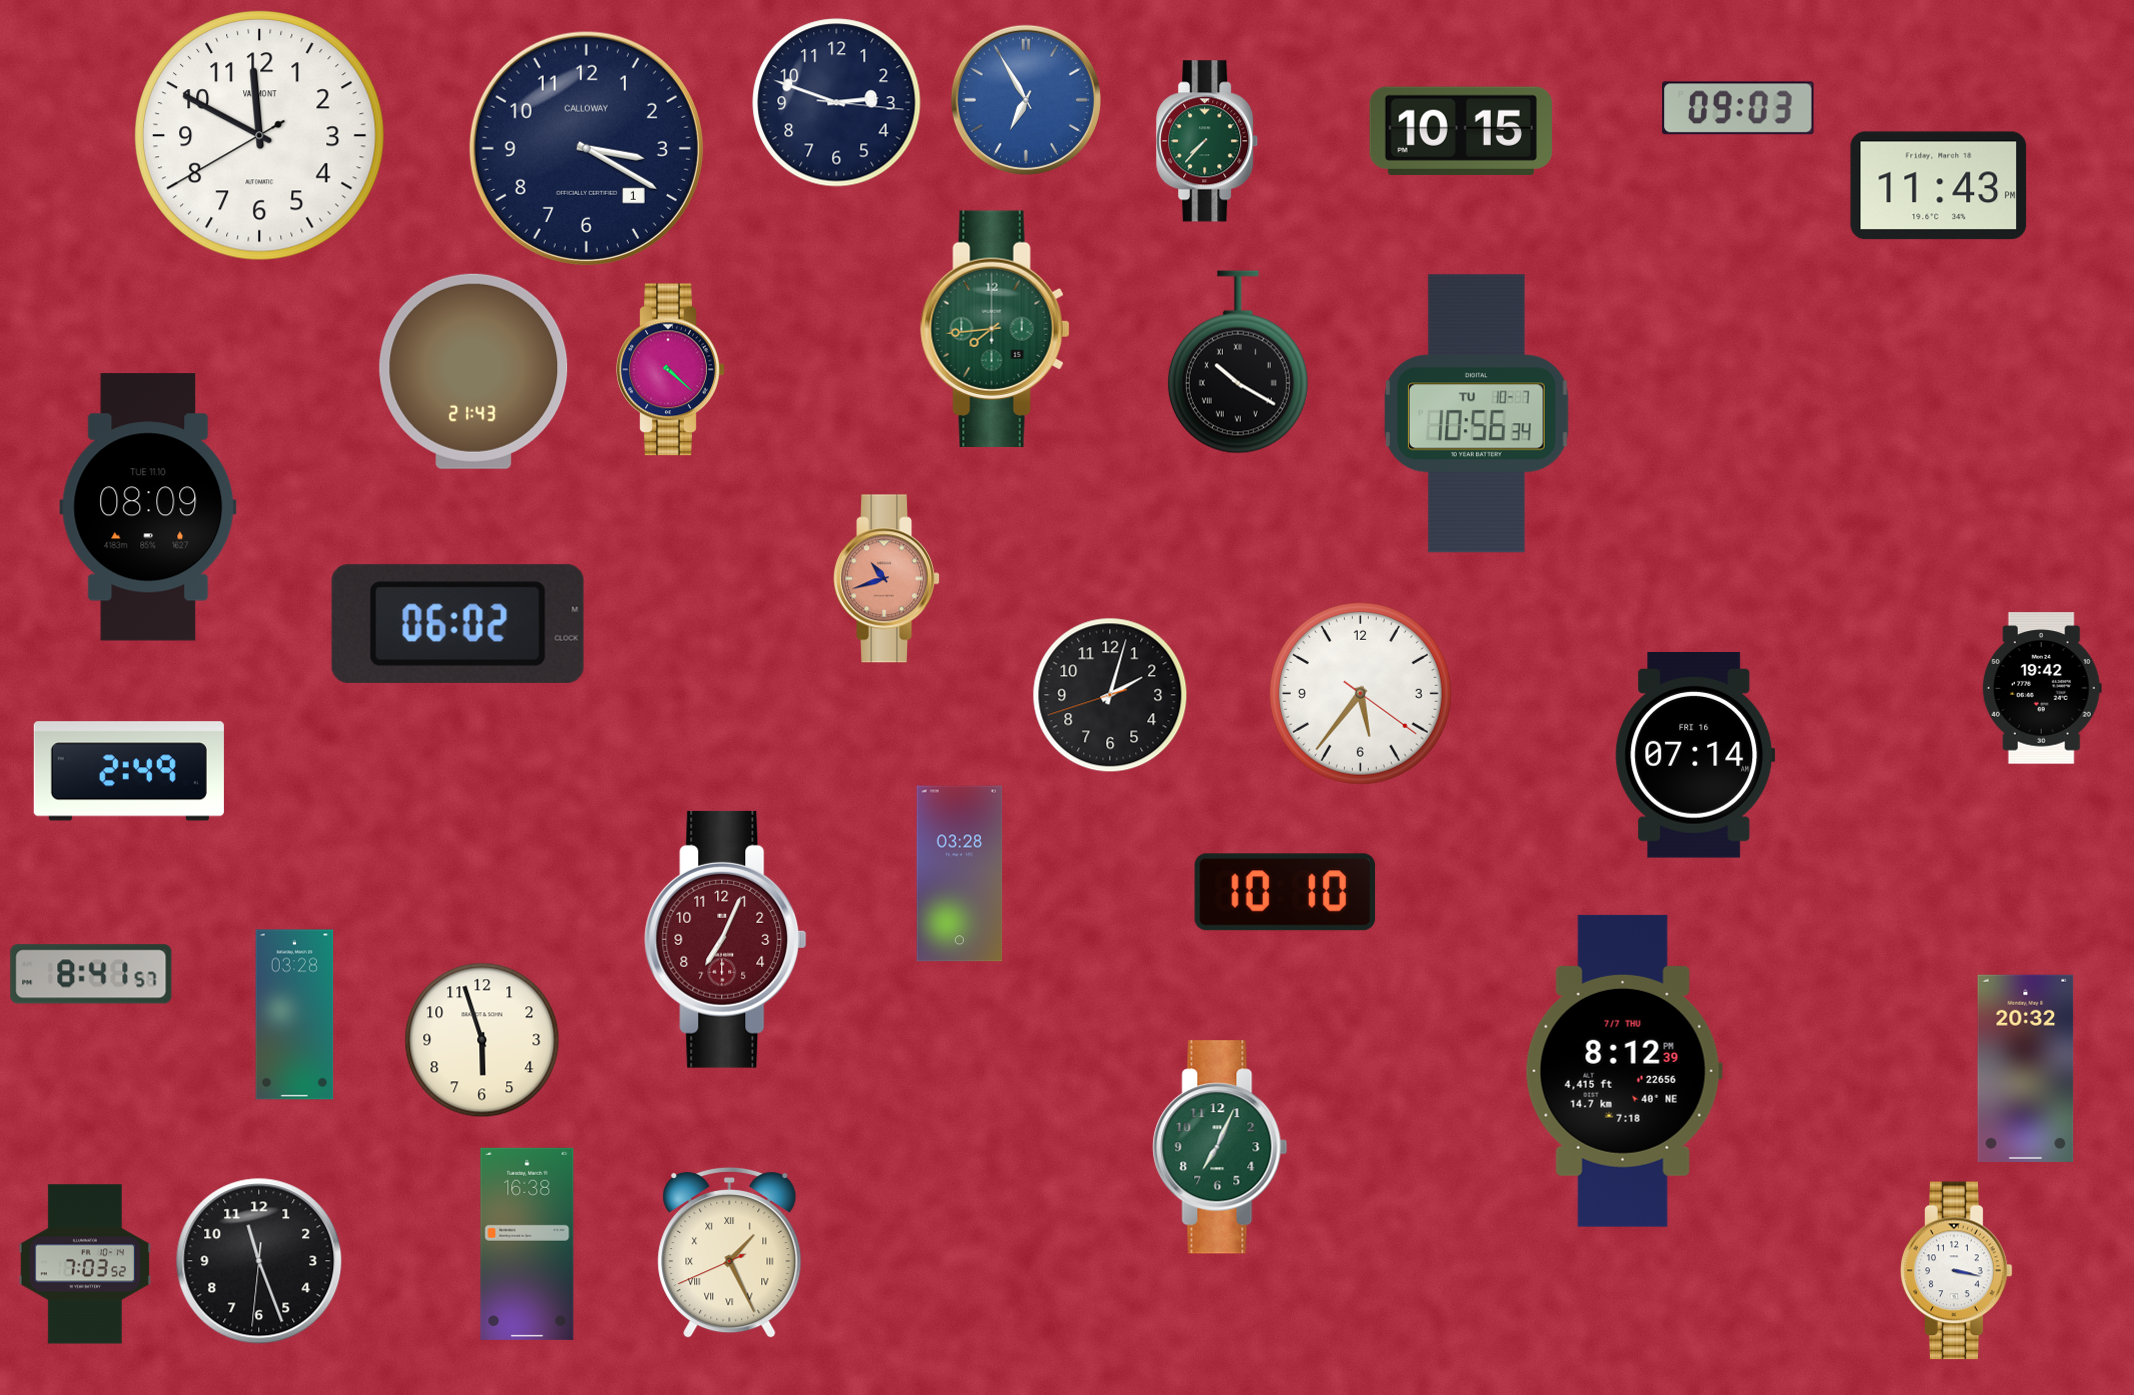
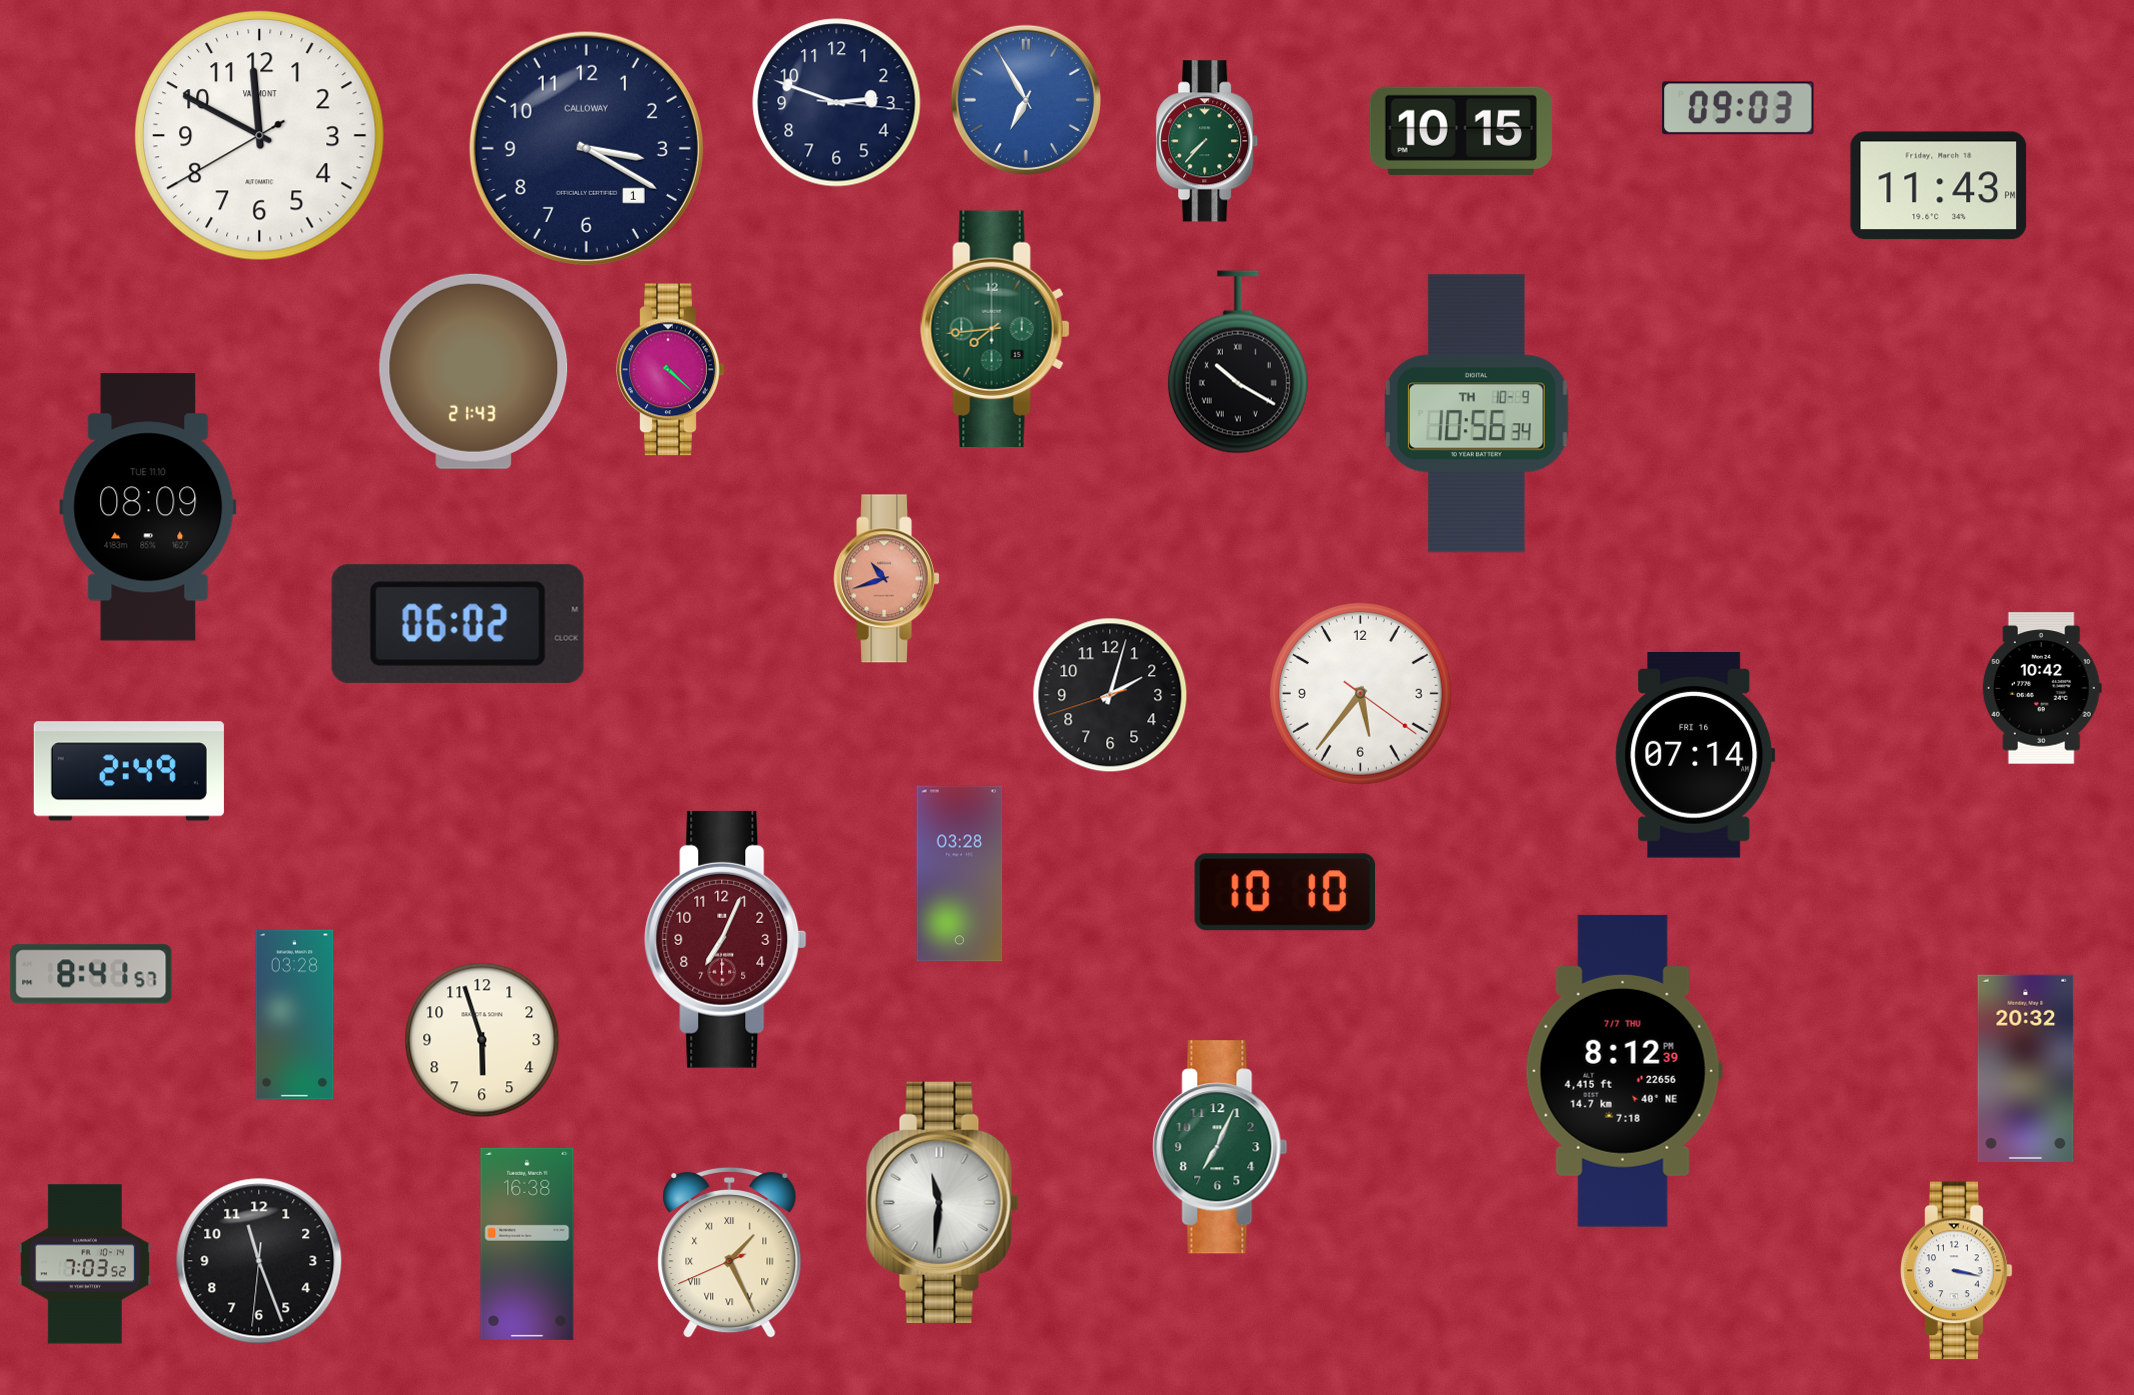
clock at (1477, 414) date: TU 10-7 -> TH 10-9
clock at (2042, 688): 19:42 -> 10:42
clock at (943, 1202): none -> 11:31
